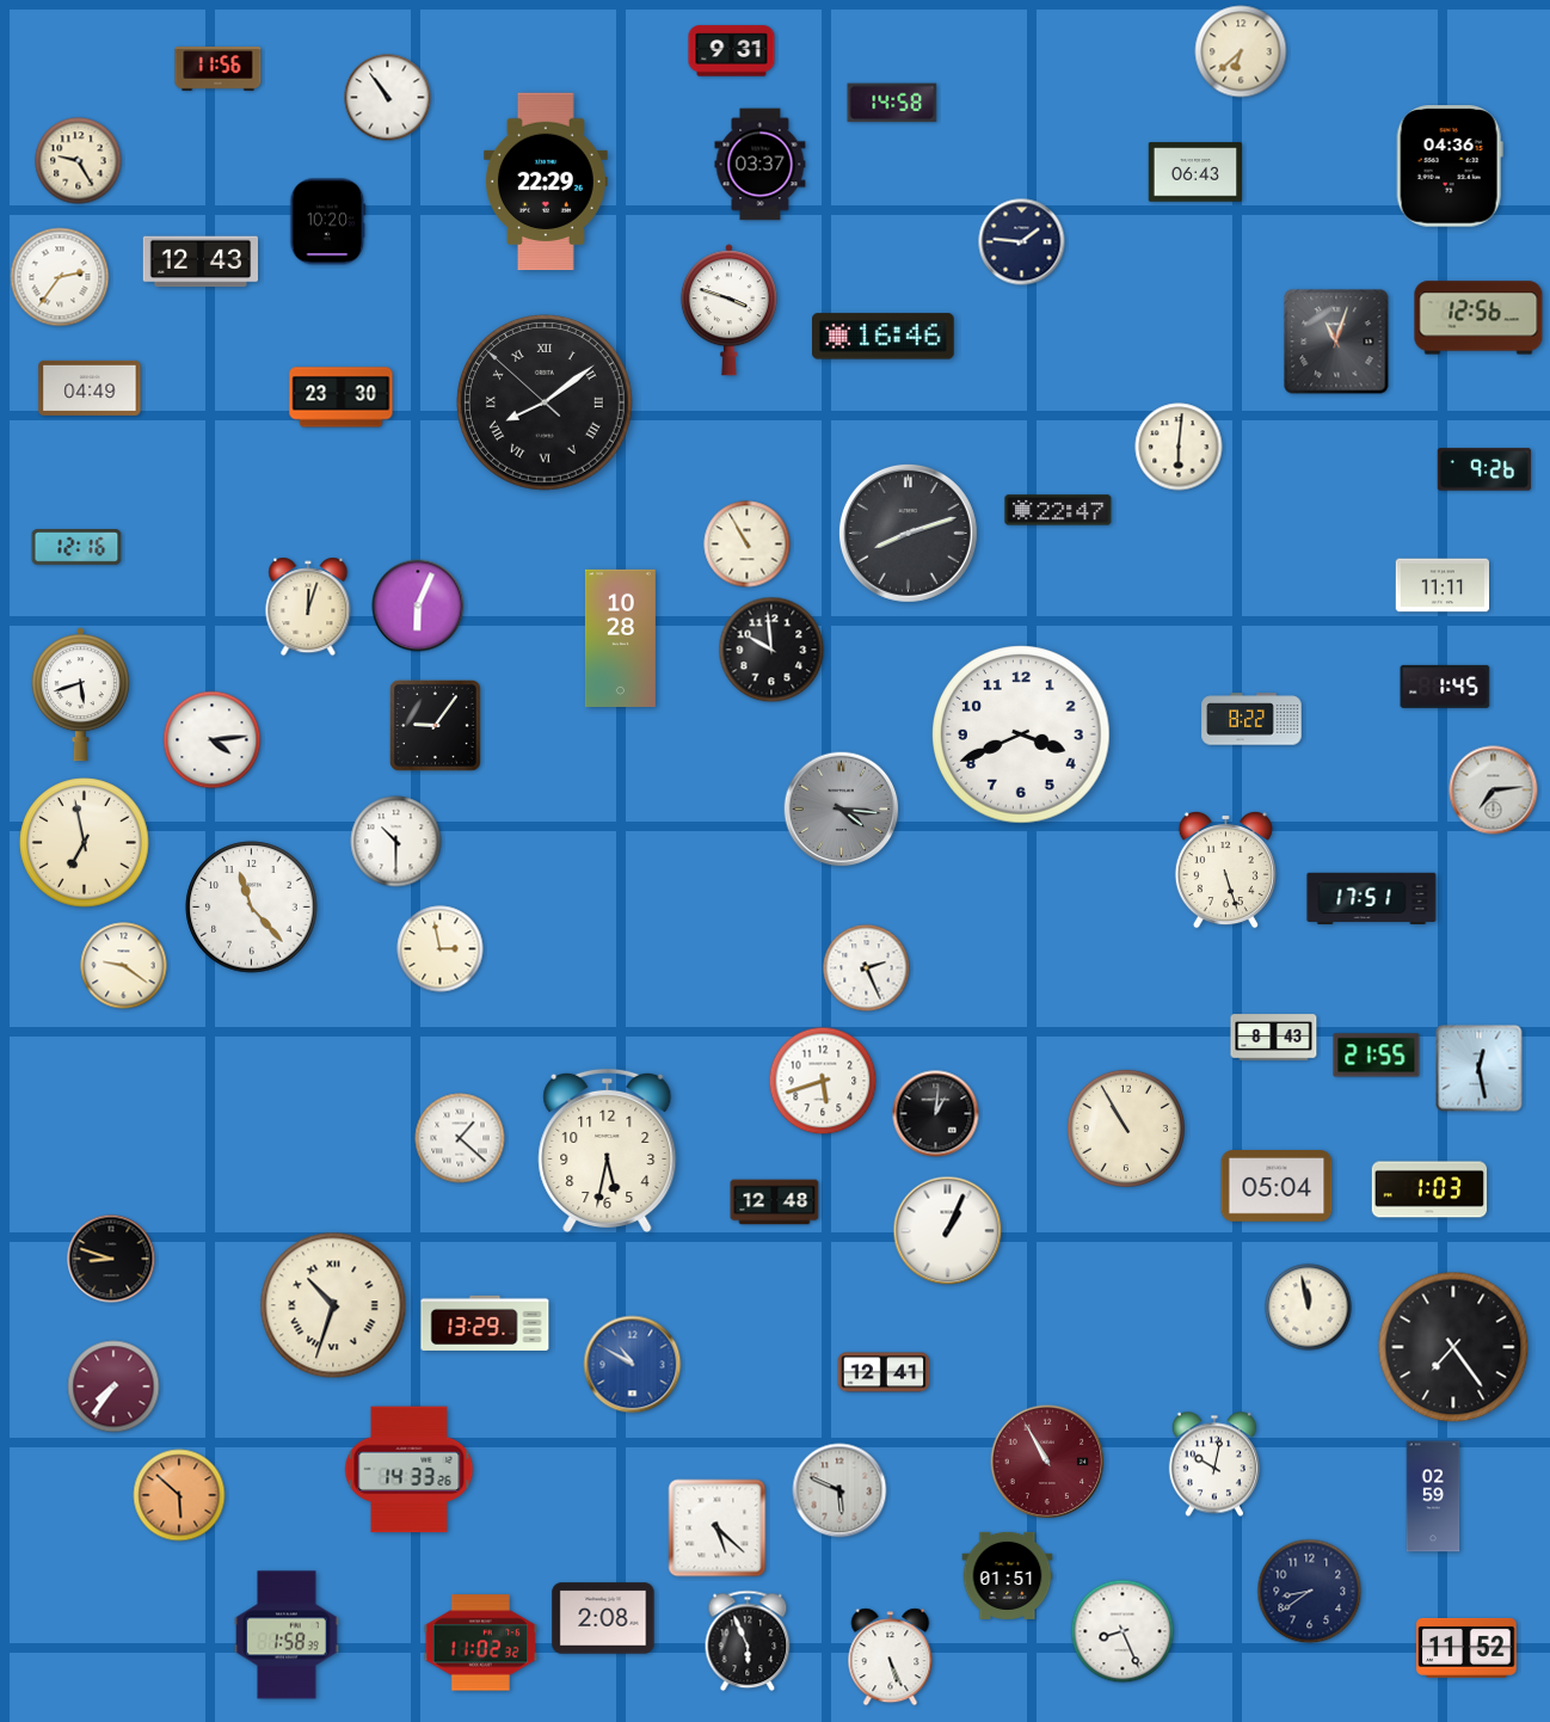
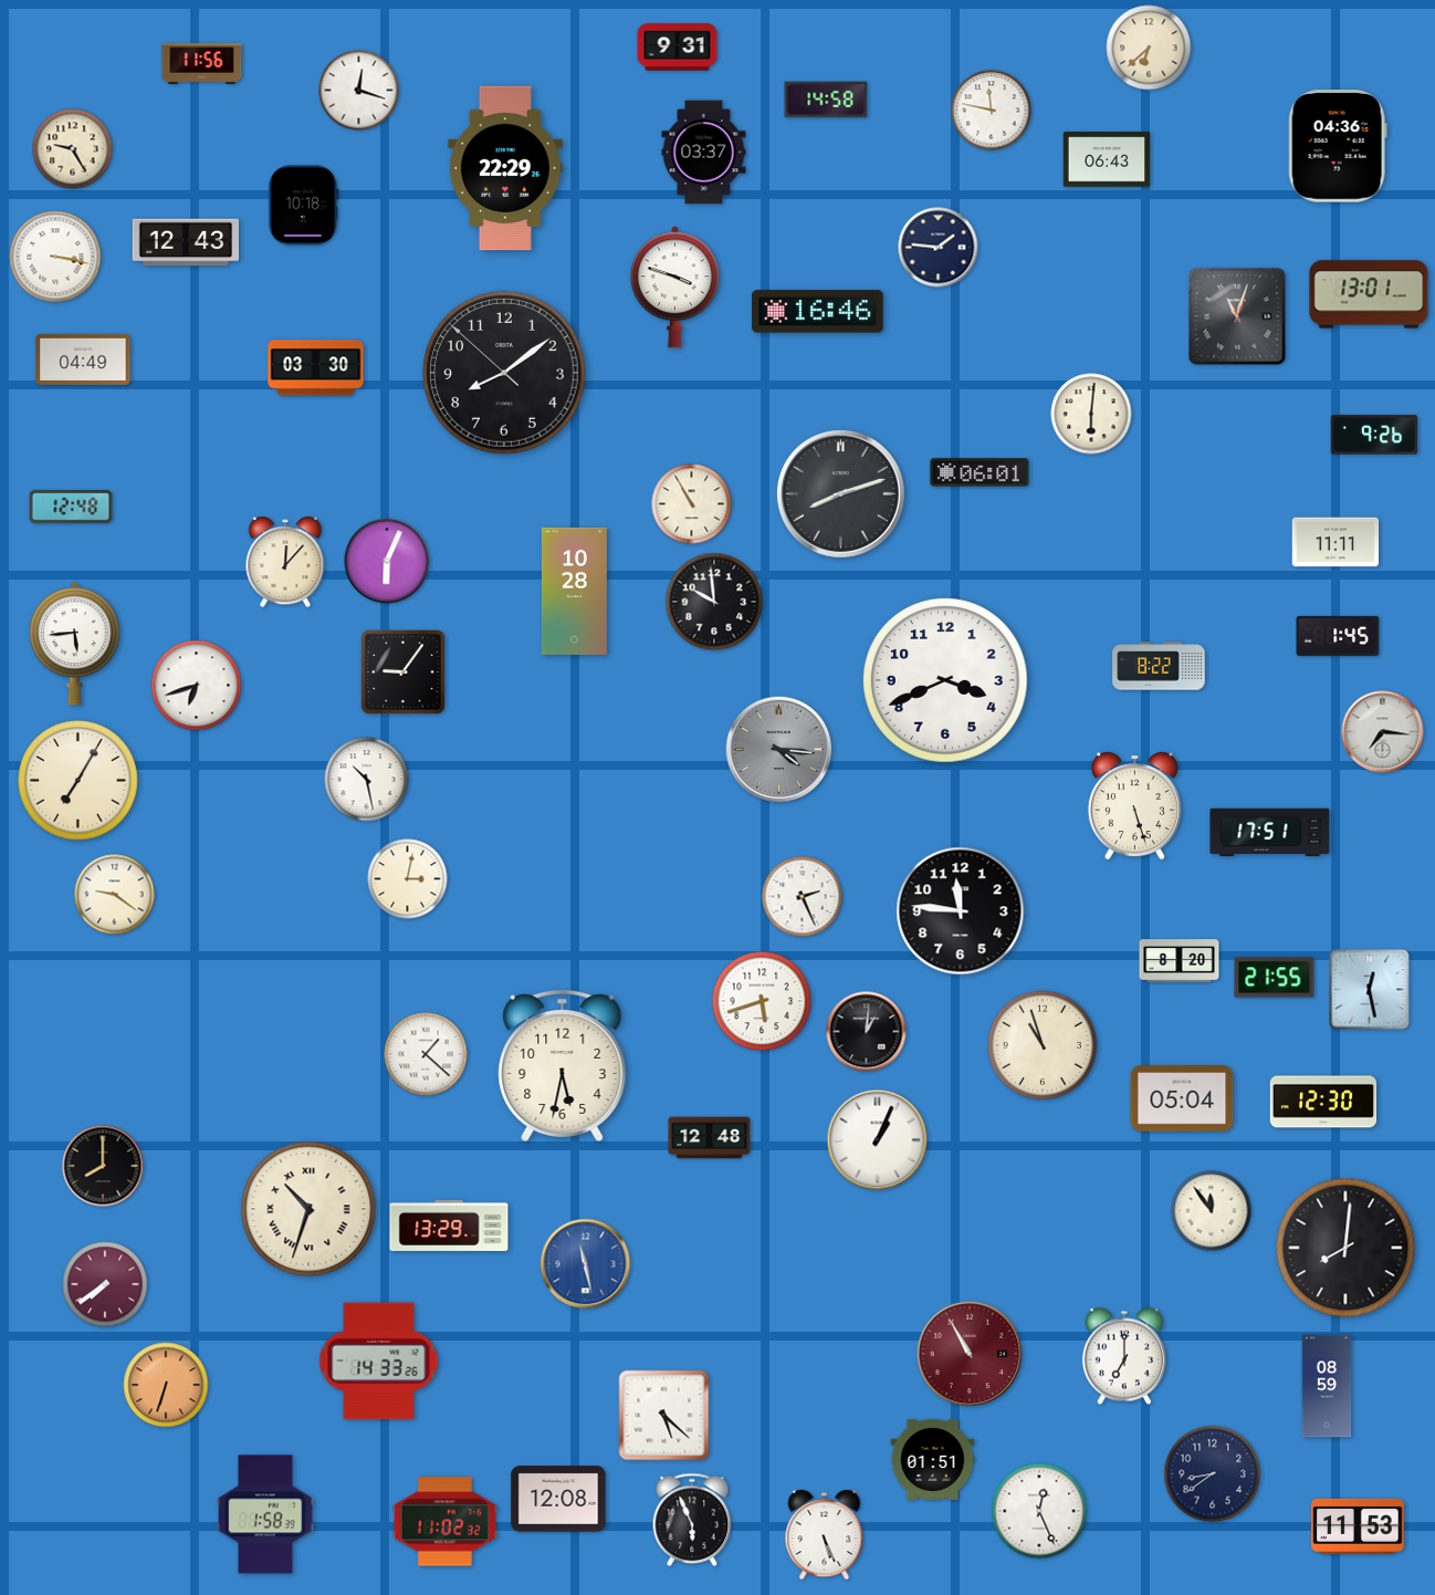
clock at (388, 98): 10:54 -> 12:18
clock at (892, 103) position: (892, 103) -> (826, 100)
clock at (992, 111): none -> 11:47
clock at (1450, 166) position: (1450, 166) -> (1338, 146)
clock at (328, 222): 10:20 -> 10:18
clock at (1022, 242) position: (1022, 242) -> (939, 248)
clock at (60, 277): 2:36 -> 3:17
clock at (1478, 318): 12:56 -> 13:01
clock at (342, 398): 23:30 -> 03:30
clock at (546, 404) numerals: Roman -> Arabic
clock at (1058, 510): 22:47 -> 06:01
clock at (76, 547): 12:16 -> 12:48
clock at (308, 607): 12:03 -> 12:07
clock at (80, 695): 5:42 -> 5:44
clock at (213, 740): 4:14 -> 6:42
clock at (1494, 791): 7:14 -> 7:16
clock at (396, 842): 10:30 -> 10:28
clock at (85, 843): 6:58 -> 7:05
clock at (252, 908): 11:23 -> none
clock at (441, 949): 2:58 -> 3:02
clock at (961, 911): none -> 11:46
clock at (1274, 1038): 8:43 -> 8:20
clock at (1126, 1128): 10:55 -> 10:57
clock at (1429, 1189): 1:03 -> 12:30
clock at (775, 1203) position: (775, 1203) -> (710, 1138)
clock at (111, 1259): 8:48 -> 8:00
clock at (1309, 1308): 11:58 -> 11:54
clock at (1453, 1347): 7:24 -> 8:01
clock at (633, 1365): 10:50 -> 11:28
clock at (884, 1372): 12:41 -> none
clock at (113, 1386): 7:36 -> 7:39
clock at (1214, 1464): 10:02 -> 7:00
clock at (839, 1490): 5:49 -> none
clock at (179, 1495): 5:52 -> 6:33
clock at (1433, 1496): 02:59 -> 08:59
clock at (603, 1618): 2:08 -> 12:08
clock at (1122, 1631): 8:26 -> 12:26
clock at (1466, 1648): 11:52 -> 11:53
